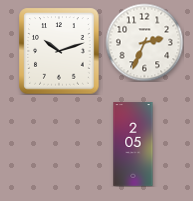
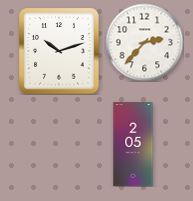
clock at (144, 42): 2:34 -> 2:37
